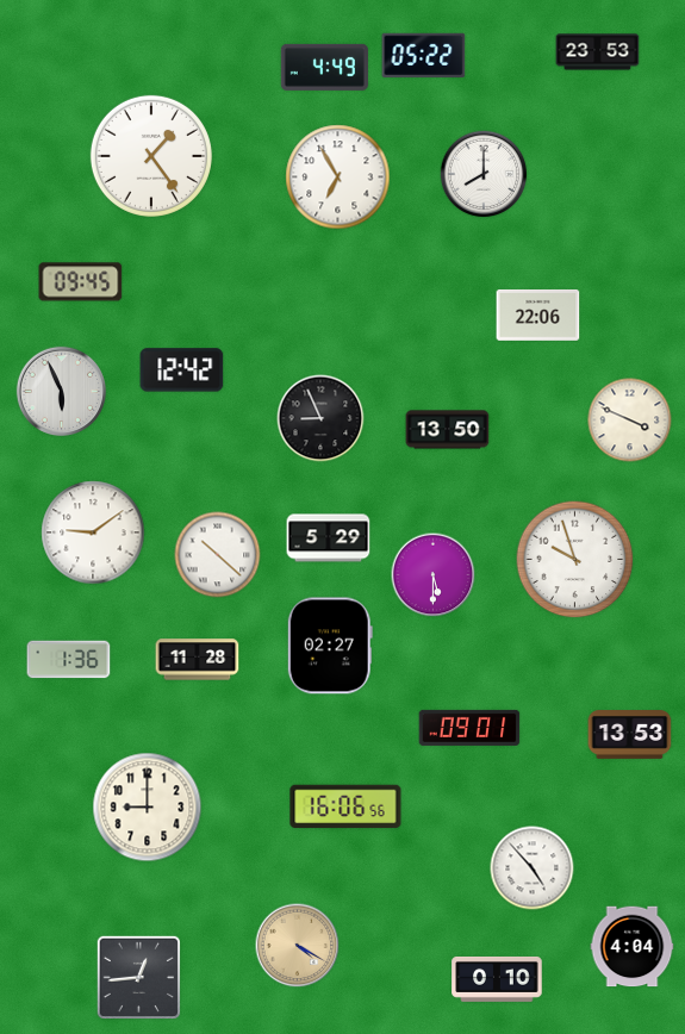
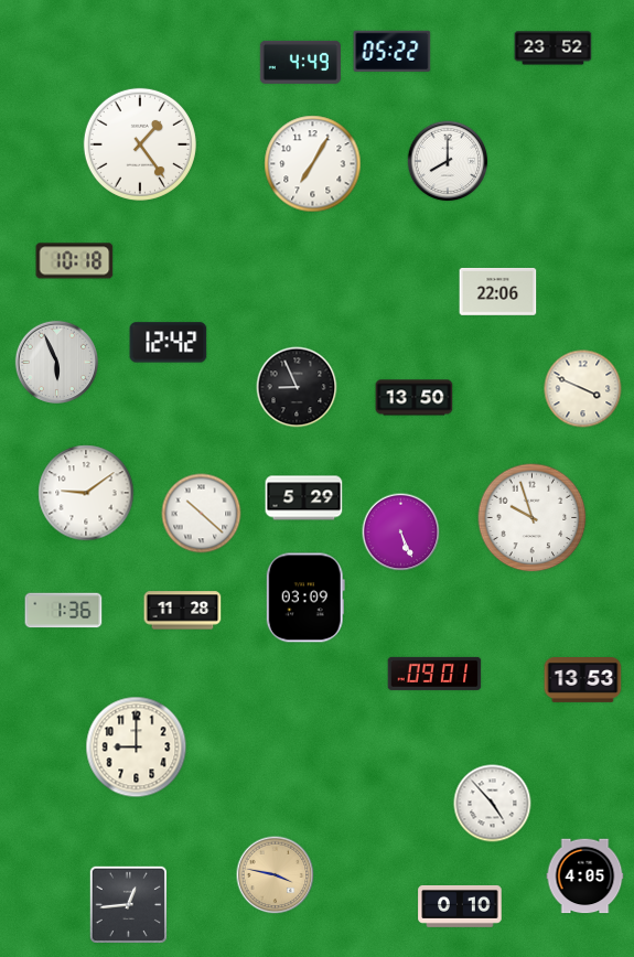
clock at (598, 52): 23:53 -> 23:52
clock at (338, 177): 6:55 -> 7:05
clock at (81, 282): 09:45 -> 10:18
clock at (434, 575): 5:30 -> 5:26
clock at (330, 646): 02:27 -> 03:09
clock at (345, 806): 16:06 -> none
clock at (298, 946): 4:20 -> 3:47
clock at (633, 947): 4:04 -> 4:05
